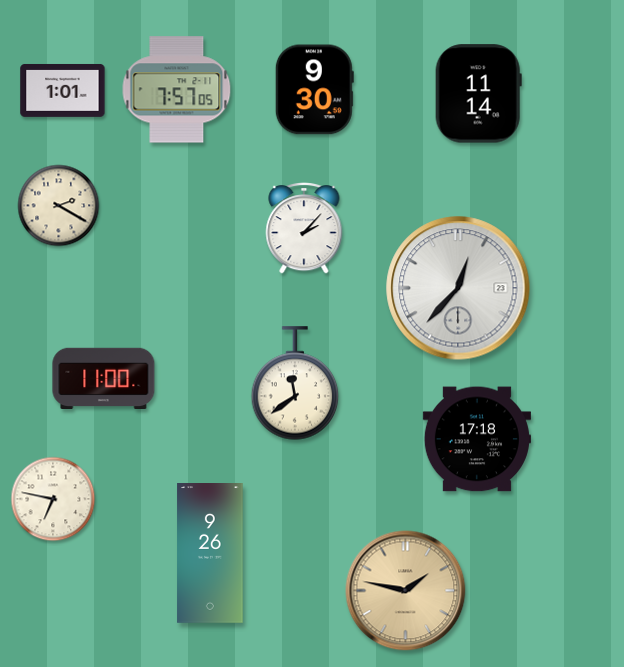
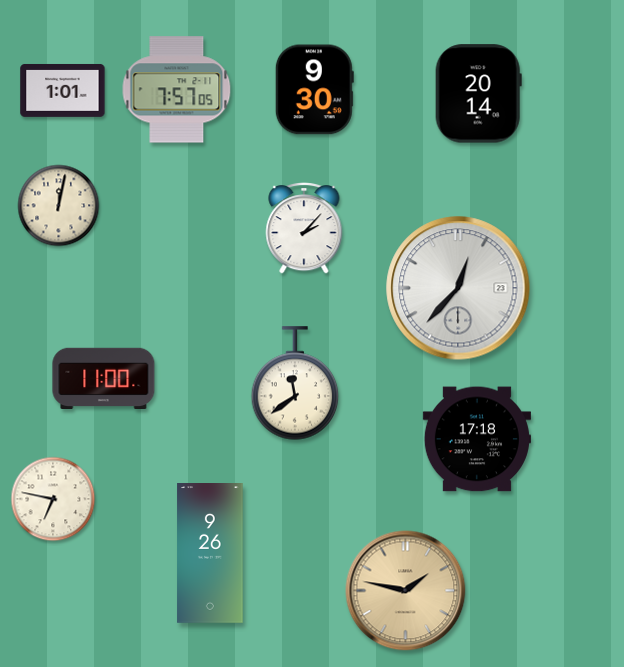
clock at (478, 94): 11:14 -> 20:14
clock at (59, 206): 2:20 -> 12:02
